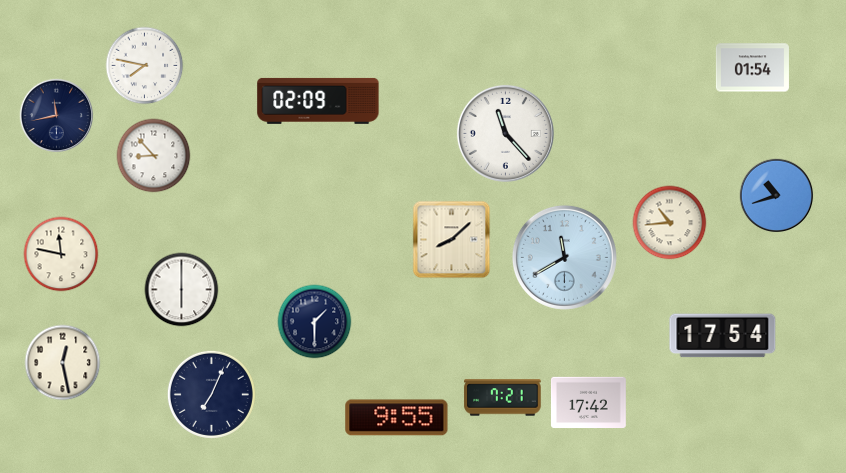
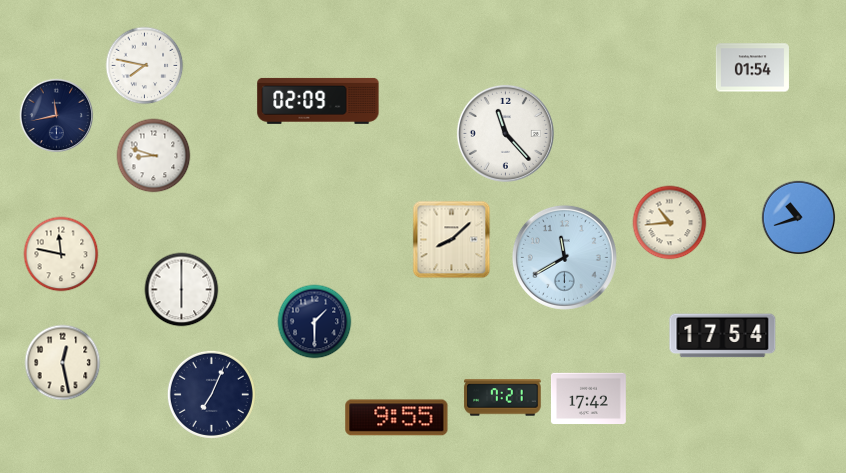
clock at (154, 156): 8:53 -> 8:48
clock at (777, 196) position: (777, 196) -> (799, 218)
clock at (588, 403) position: (588, 403) -> (588, 399)
